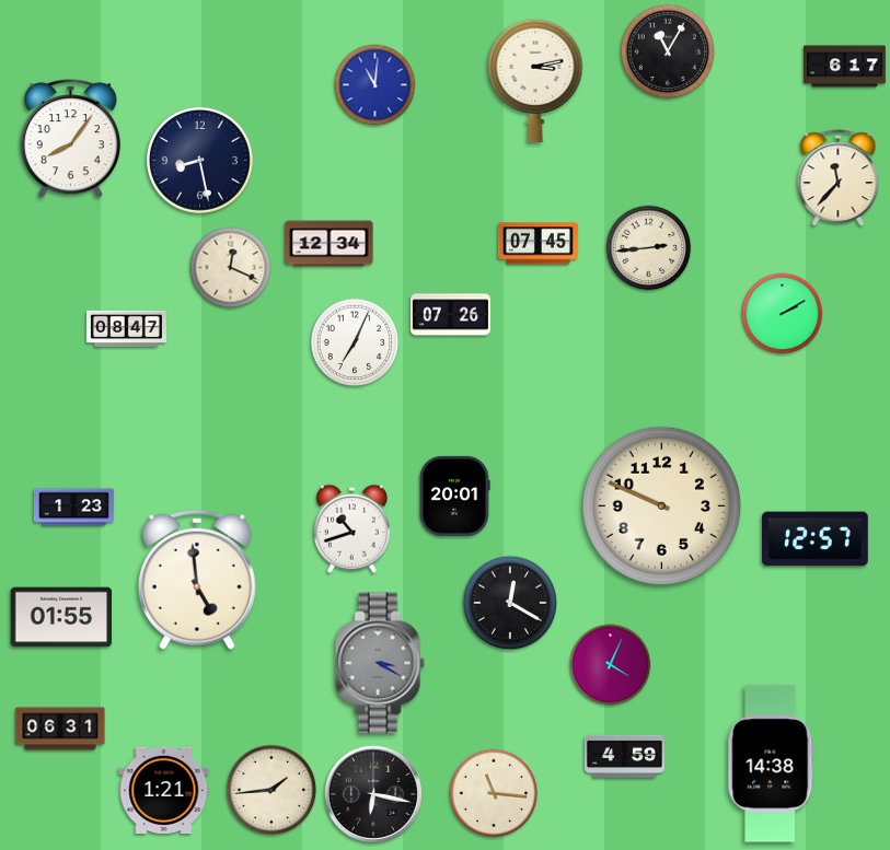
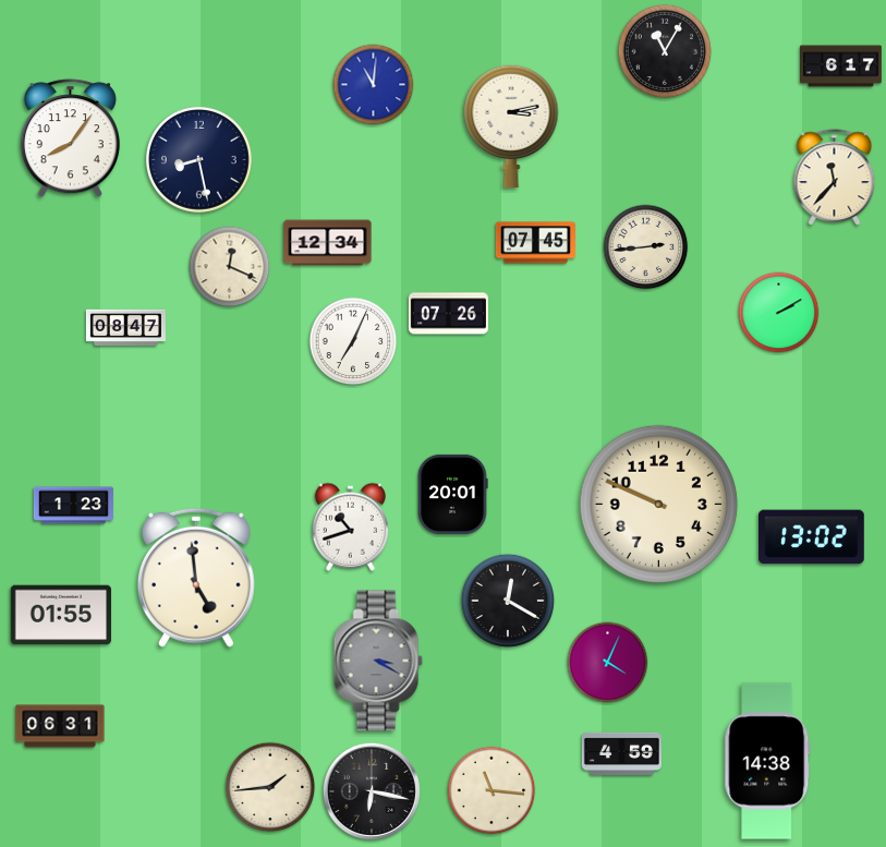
clock at (535, 81) position: (535, 81) -> (511, 126)
clock at (816, 539): 12:57 -> 13:02
clock at (164, 790): 1:21 -> none
